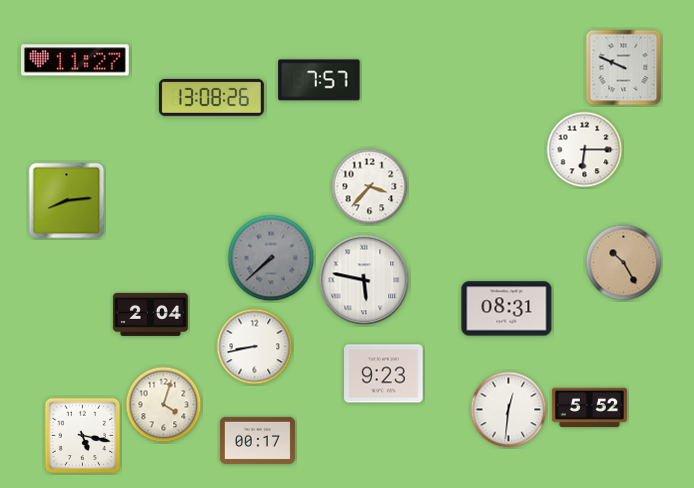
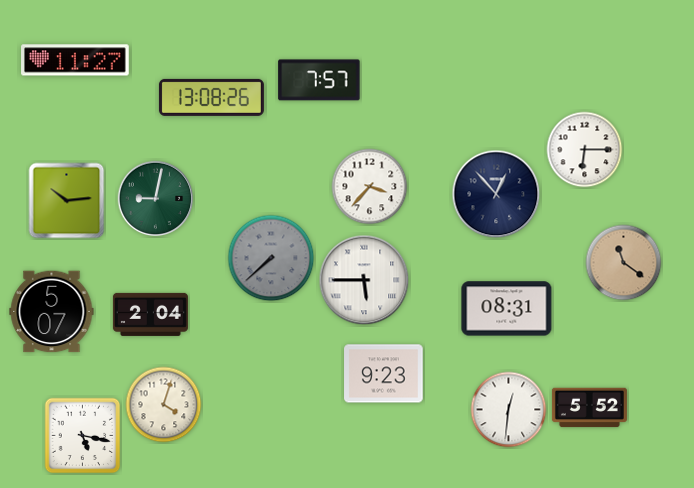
clock at (624, 68): 9:49 -> none
clock at (496, 194): none -> 12:53
clock at (156, 199): none -> 9:02
clock at (67, 201): 8:14 -> 10:14
clock at (624, 263): 10:25 -> 11:21
clock at (364, 280): 5:47 -> 5:45
clock at (52, 312): none -> 5:07
clock at (255, 347): 8:43 -> none
clock at (257, 440): 00:17 -> none
